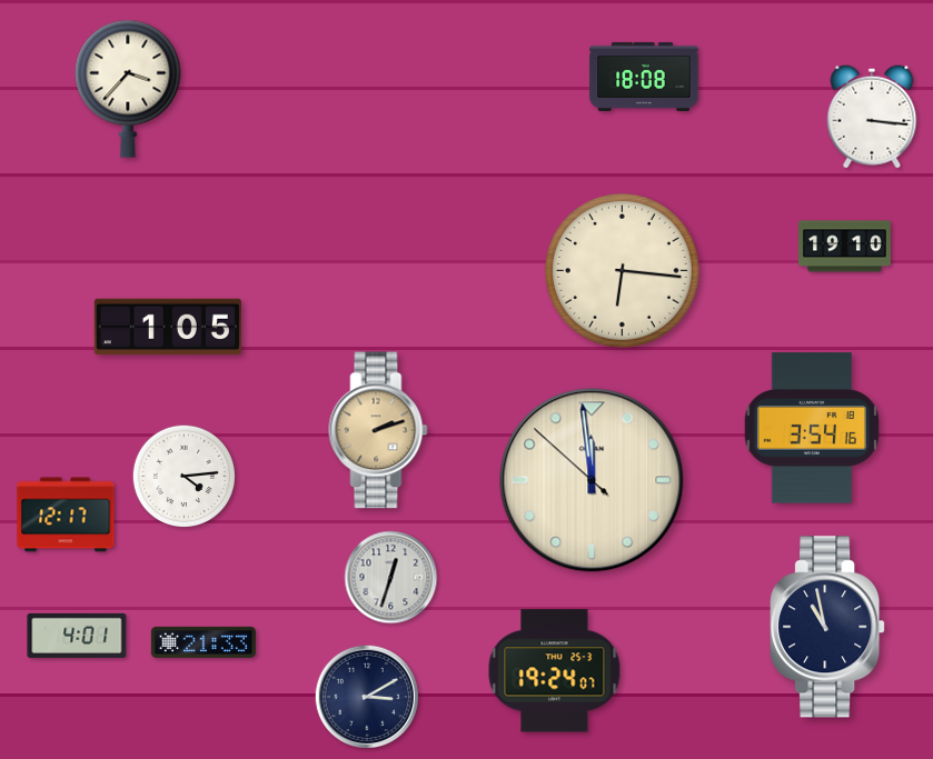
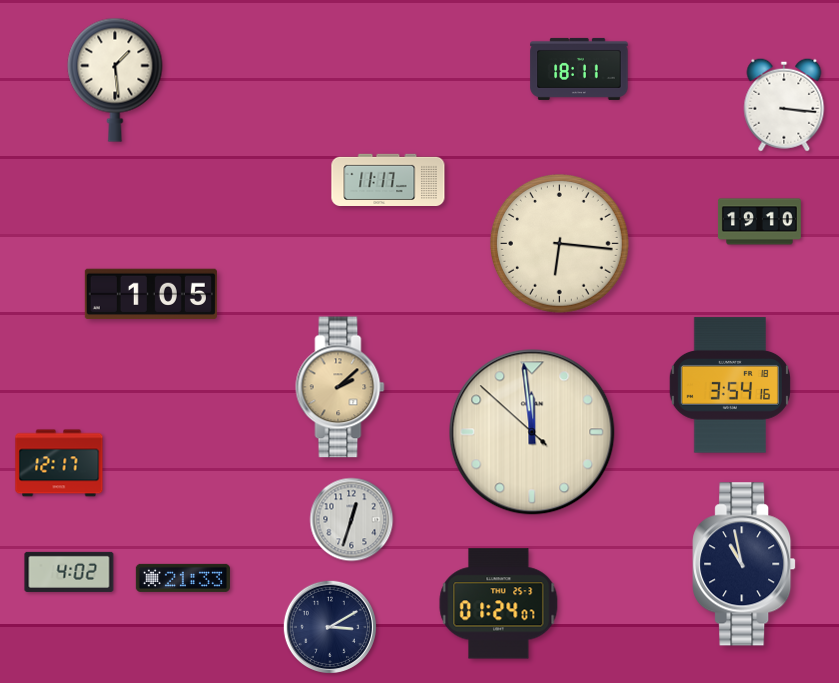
clock at (644, 77): 18:08 -> 18:11
clock at (128, 89): 3:37 -> 1:29
clock at (388, 179): none -> 11:17
clock at (378, 430): 2:12 -> 2:08
clock at (183, 476): 4:14 -> none
clock at (77, 636): 4:01 -> 4:02
clock at (555, 671): 19:24 -> 01:24
